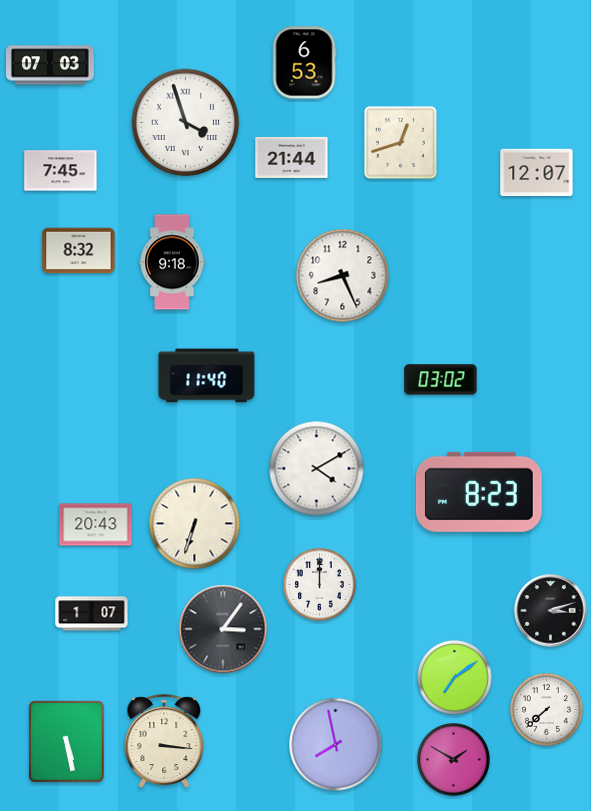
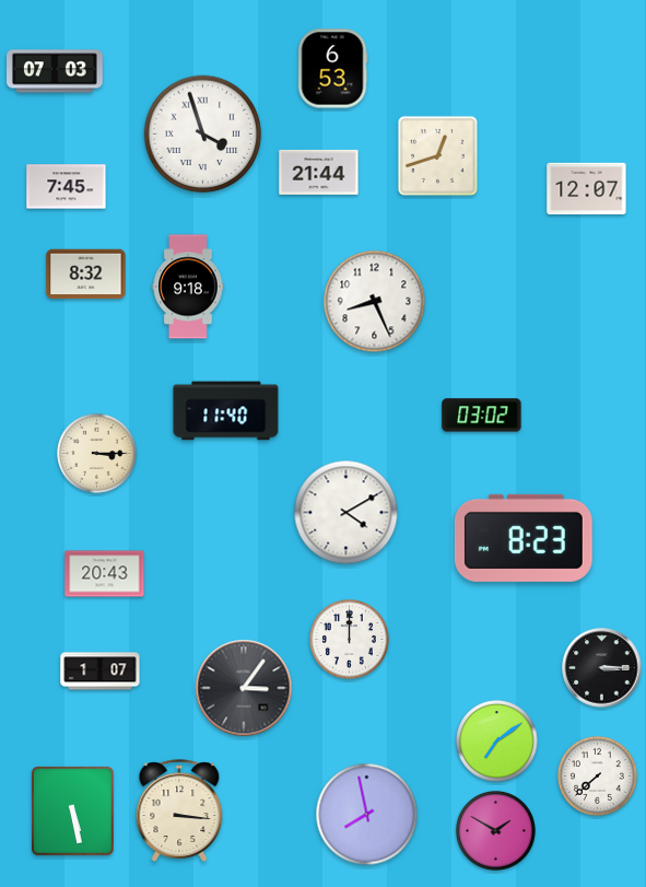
clock at (96, 453): none -> 3:15
clock at (195, 524): 6:33 -> none
clock at (551, 611): 3:12 -> 3:15
